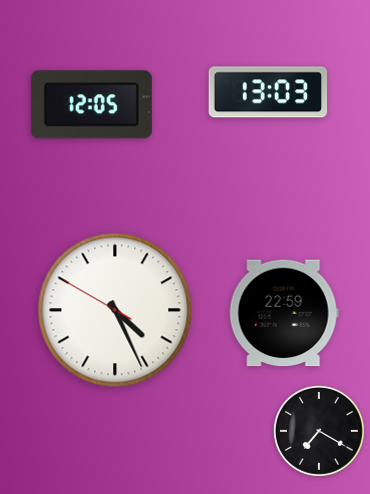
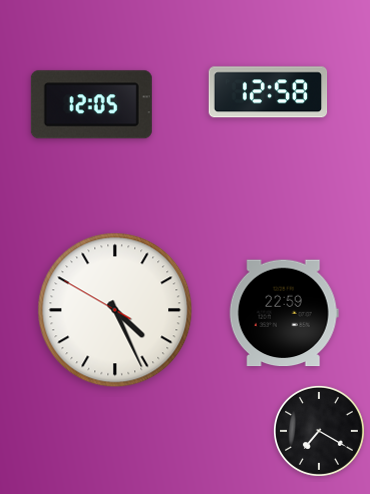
clock at (268, 92): 13:03 -> 12:58
